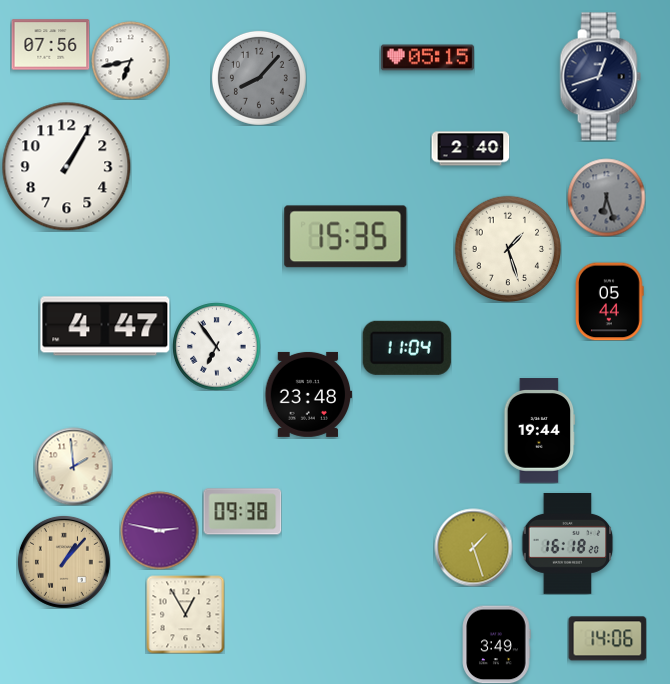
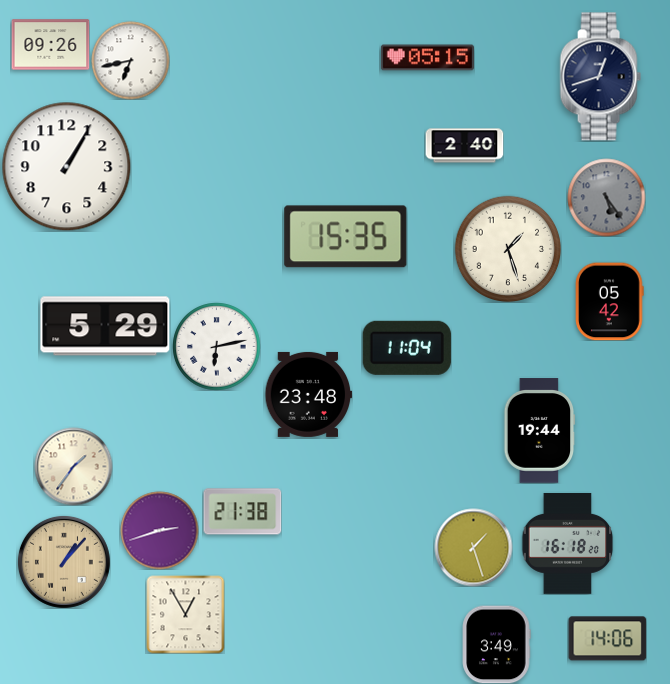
clock at (50, 45): 07:56 -> 09:26
clock at (259, 78): 8:07 -> none
clock at (470, 149) position: (470, 149) -> (464, 146)
clock at (606, 197): 6:27 -> 5:24
clock at (610, 301): 05:44 -> 05:42
clock at (105, 326): 4:47 -> 5:29
clock at (216, 346): 6:54 -> 6:13
clock at (73, 466): 1:59 -> 1:36
clock at (242, 512): 09:38 -> 21:38
clock at (159, 530): 2:47 -> 2:42
